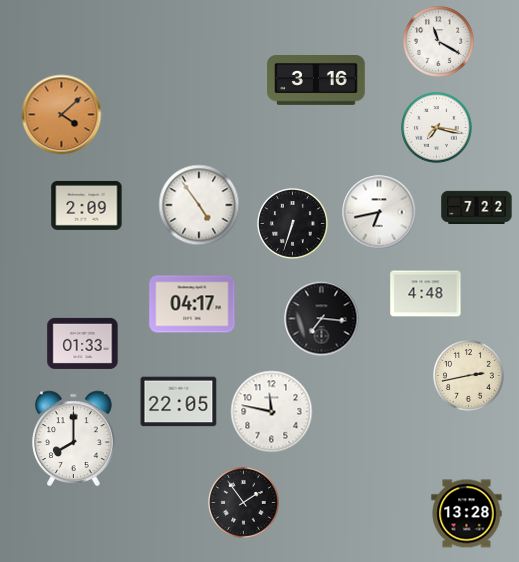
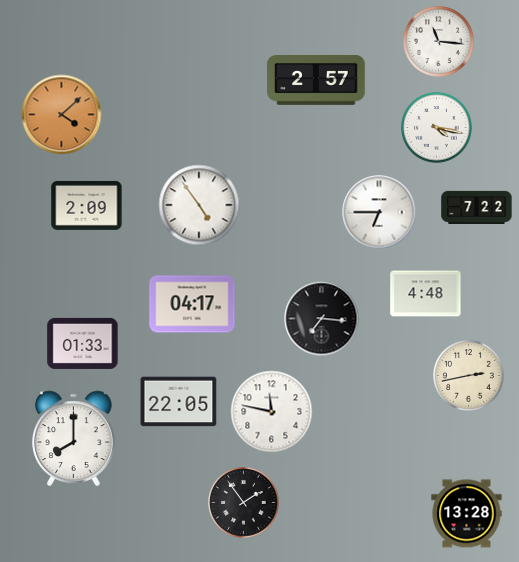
clock at (439, 42): 11:20 -> 11:16
clock at (316, 81): 3:16 -> 2:57
clock at (437, 128): 7:17 -> 4:17
clock at (379, 212): 6:43 -> 6:45
clock at (293, 224): 6:33 -> none
